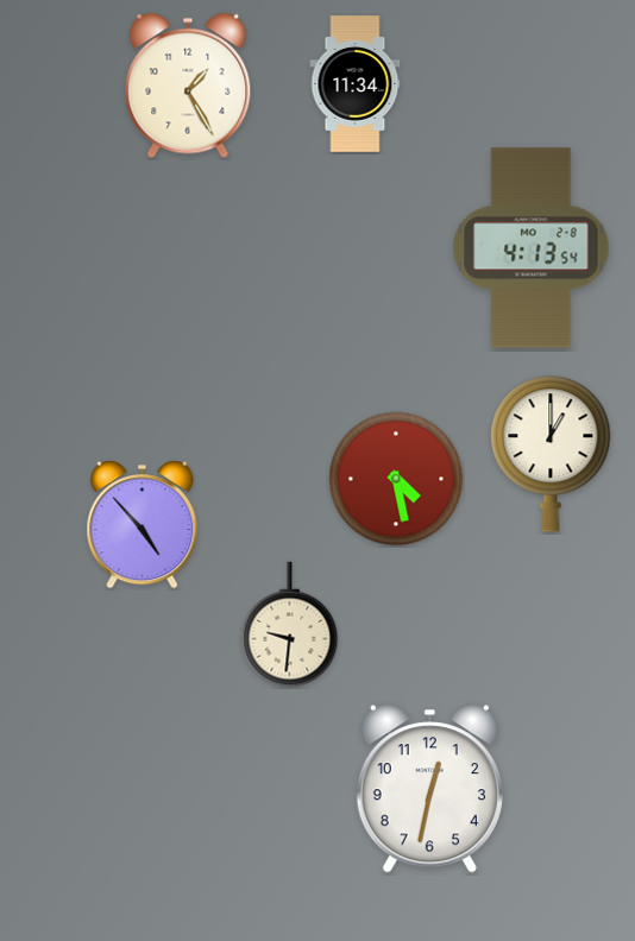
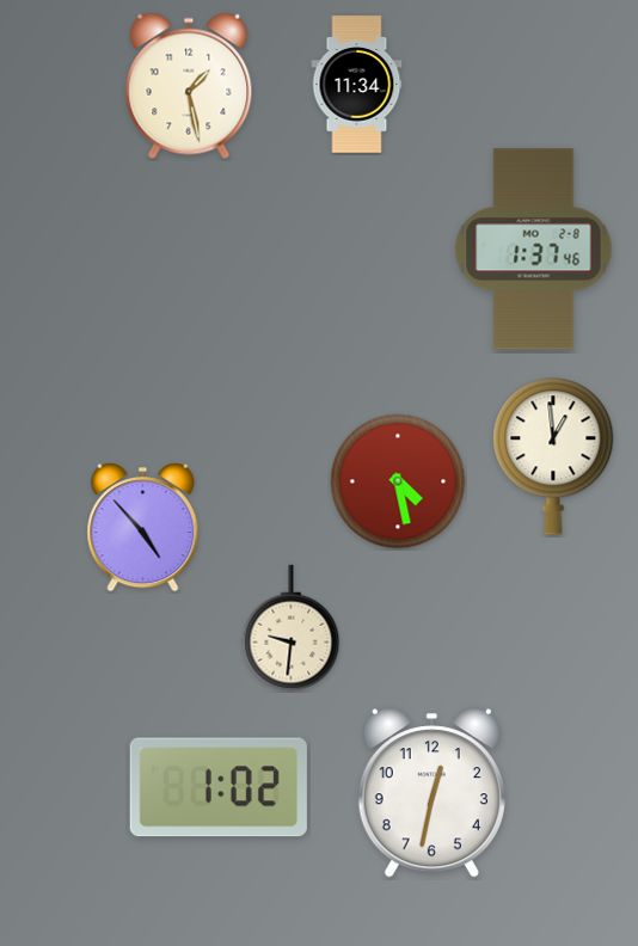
clock at (188, 86): 1:25 -> 1:28
clock at (532, 248): 4:13 -> 1:37
clock at (551, 454): 1:00 -> 12:59
clock at (219, 787): none -> 1:02
